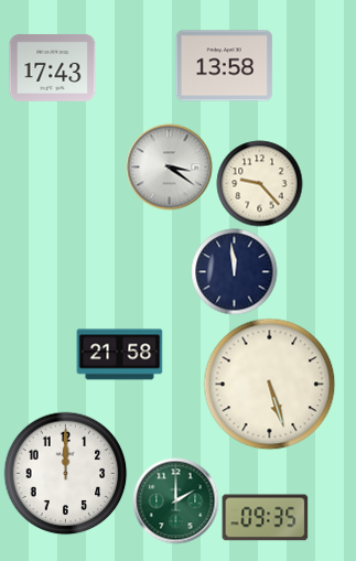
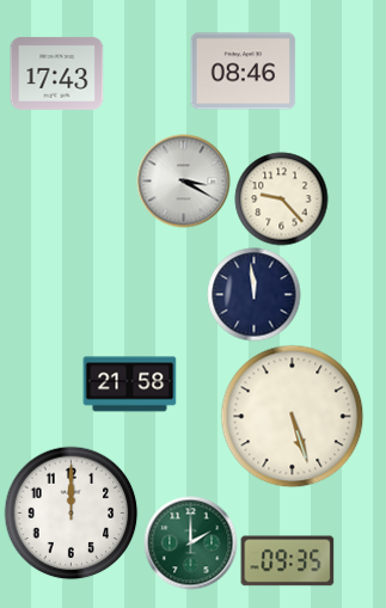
clock at (224, 66): 13:58 -> 08:46
clock at (169, 166): 3:21 -> 3:20
